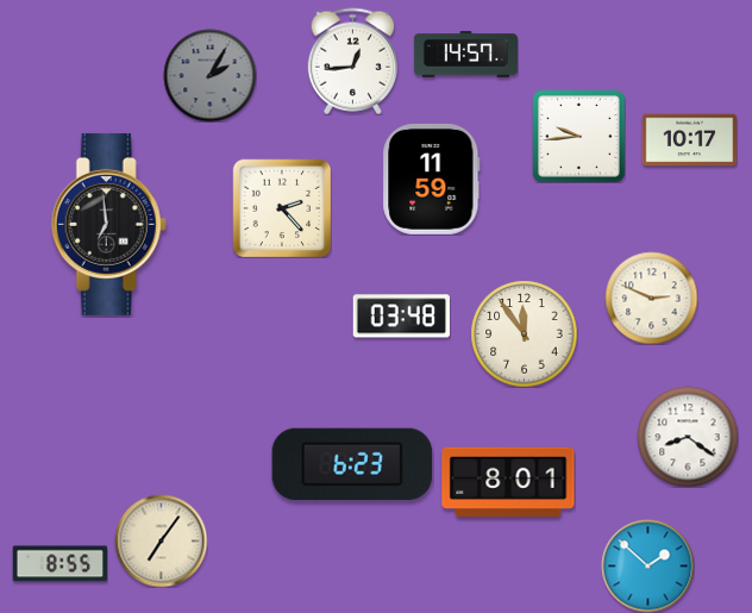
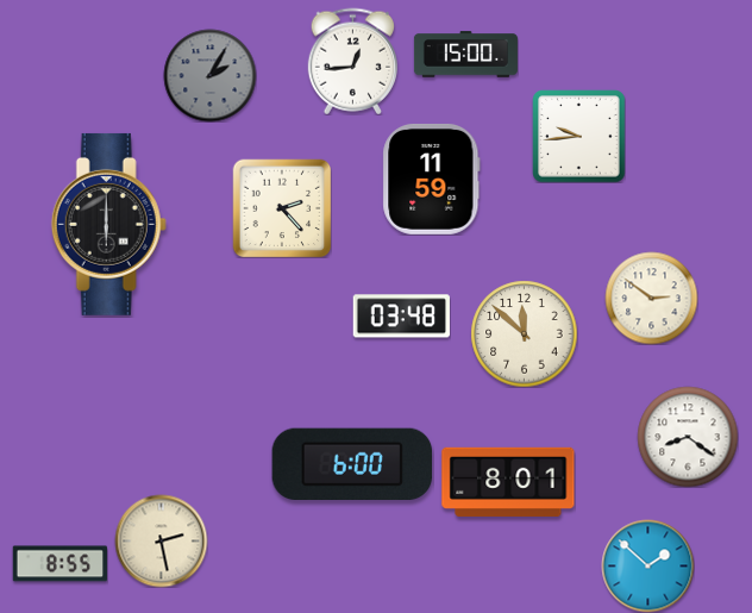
clock at (465, 55): 14:57 -> 15:00
clock at (689, 140): 10:17 -> none
clock at (108, 224): 6:59 -> 6:00
clock at (651, 298): 2:49 -> 2:51
clock at (524, 333): 11:54 -> 11:52
clock at (352, 463): 6:23 -> 6:00
clock at (161, 540): 7:06 -> 2:28
